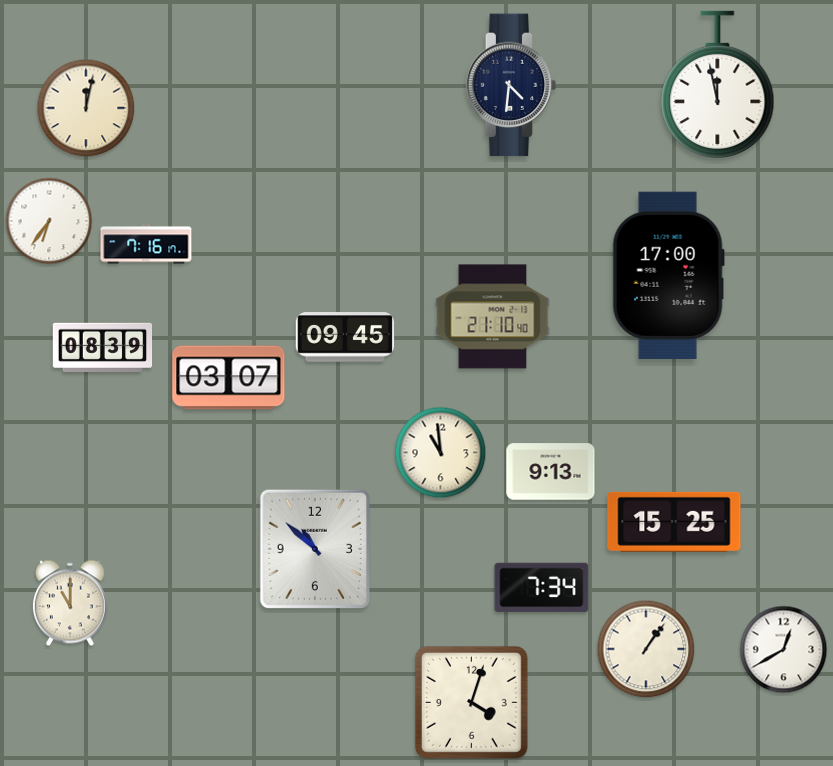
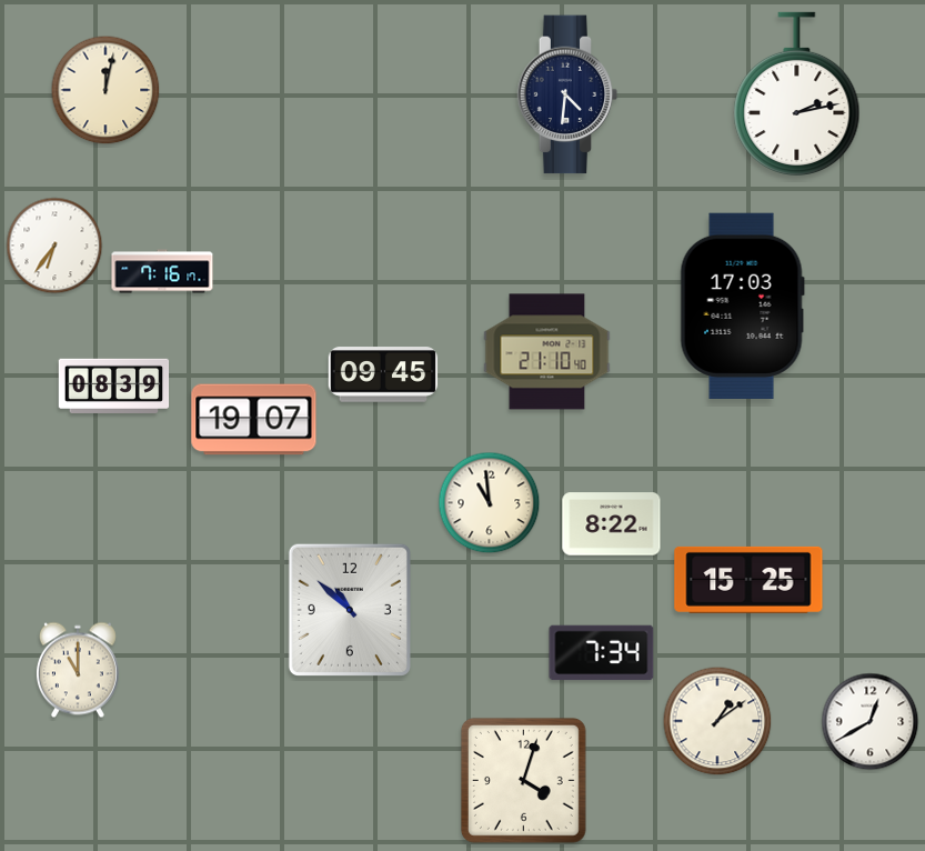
clock at (718, 85): 11:58 -> 2:13
clock at (86, 108) position: (86, 108) -> (105, 90)
clock at (668, 275): 17:00 -> 17:03
clock at (229, 378): 03:07 -> 19:07
clock at (551, 472): 9:13 -> 8:22
clock at (646, 649): 1:06 -> 1:09
